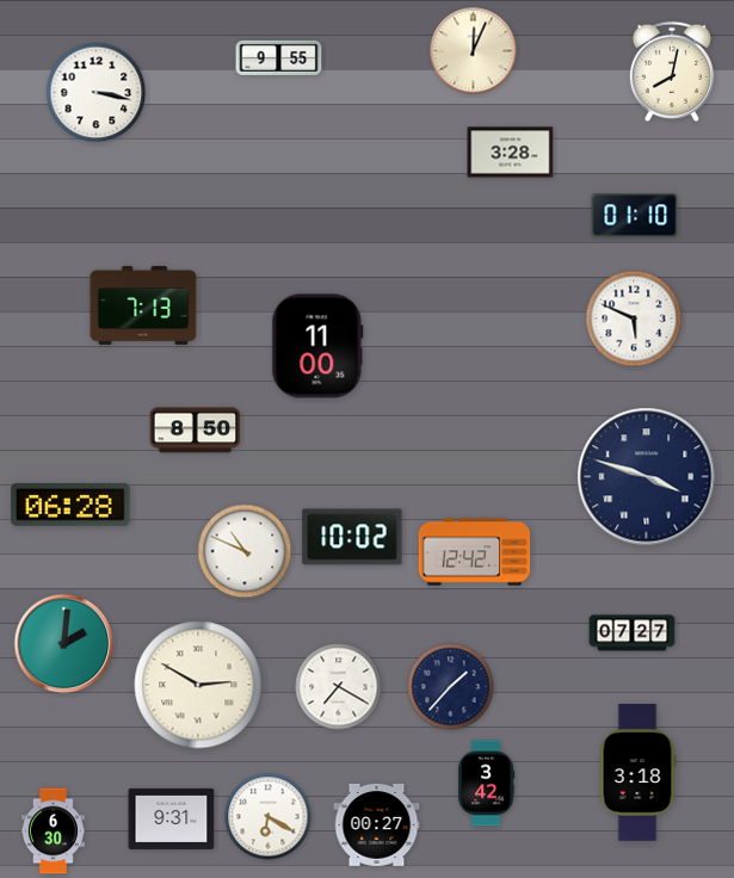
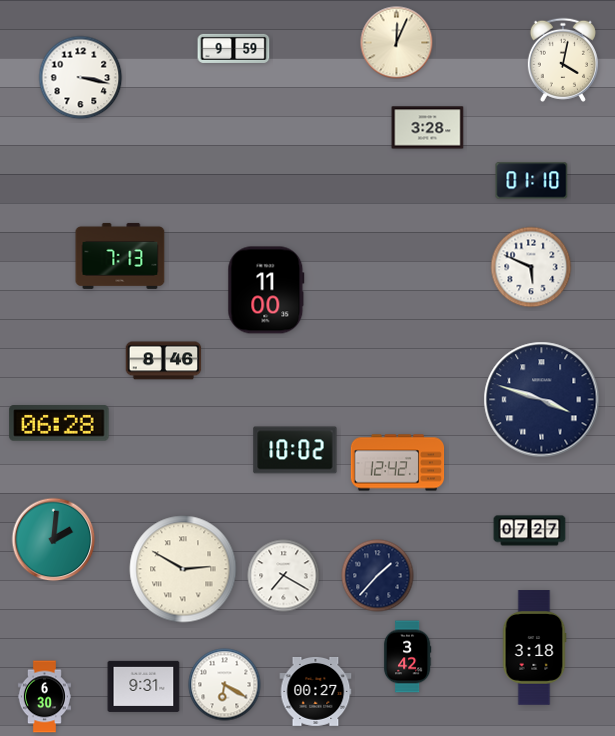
clock at (279, 57): 9:55 -> 9:59
clock at (672, 72): 8:02 -> 4:02
clock at (196, 431): 8:50 -> 8:46
clock at (245, 551): 10:49 -> none
clock at (198, 685) position: (198, 685) -> (183, 569)
